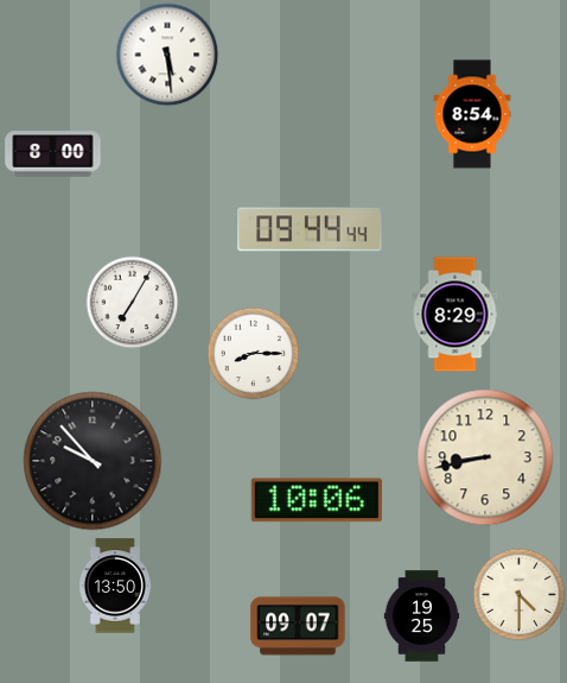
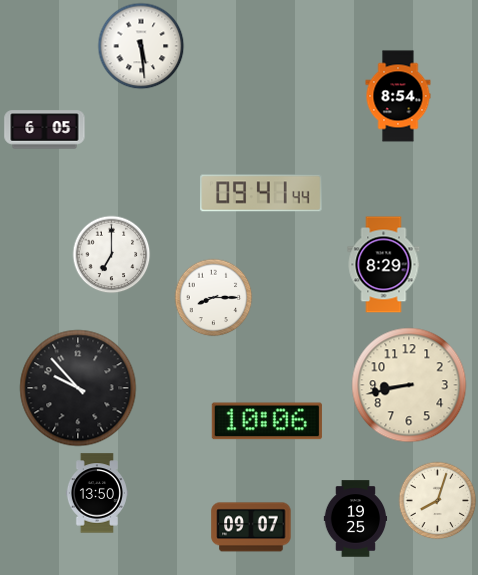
clock at (53, 154): 8:00 -> 6:05
clock at (310, 229): 09:44 -> 09:41
clock at (132, 302): 7:05 -> 7:00
clock at (518, 594): 4:30 -> 8:03
